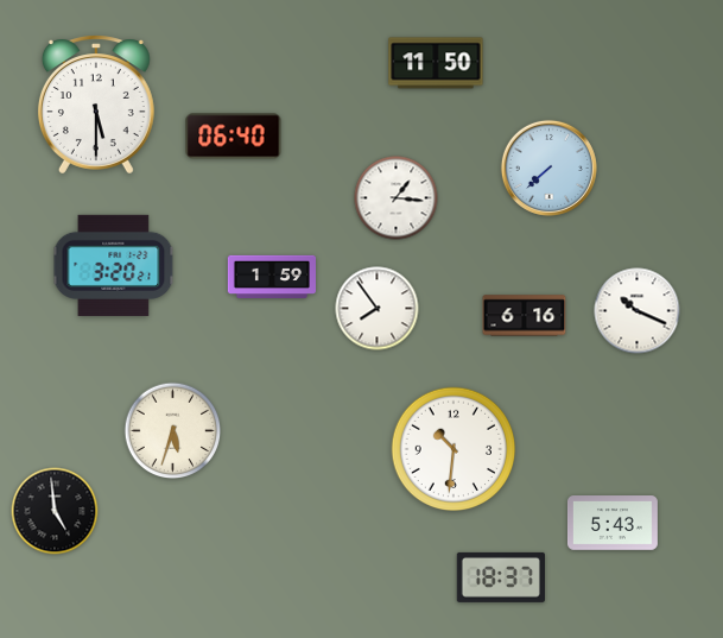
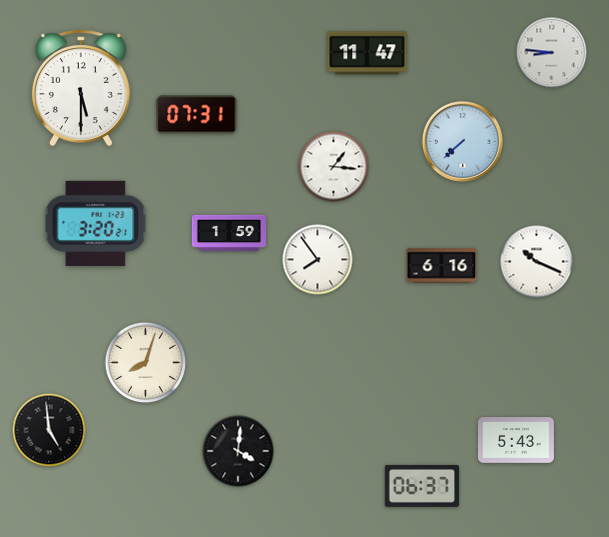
clock at (436, 63): 11:50 -> 11:47
clock at (552, 53): none -> 8:46
clock at (234, 137): 06:40 -> 07:31
clock at (173, 431): 5:33 -> 8:03
clock at (454, 449): 10:31 -> none
clock at (55, 511) position: (55, 511) -> (49, 430)
clock at (238, 451): none -> 4:01
clock at (500, 577): 18:37 -> 06:37
